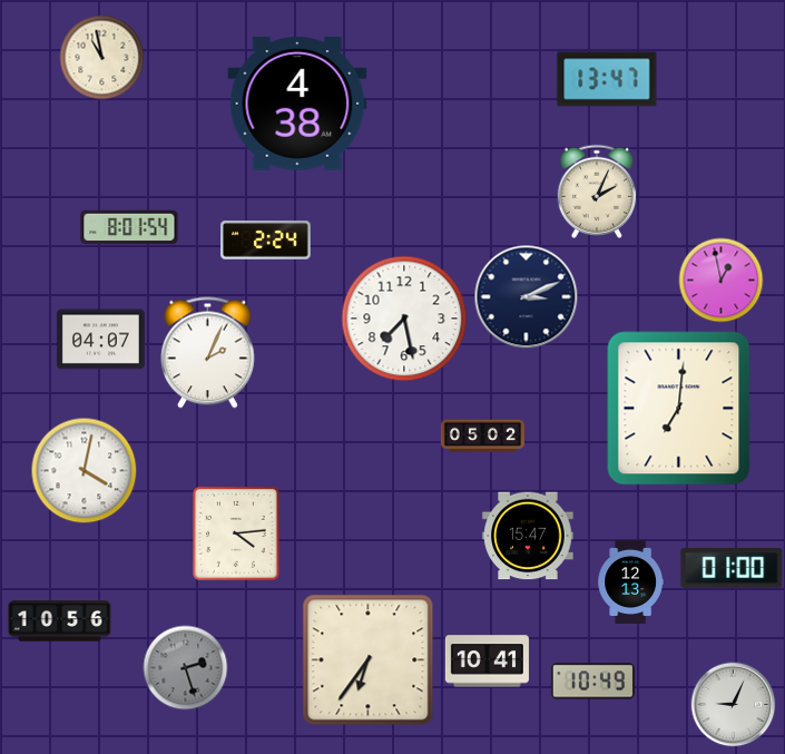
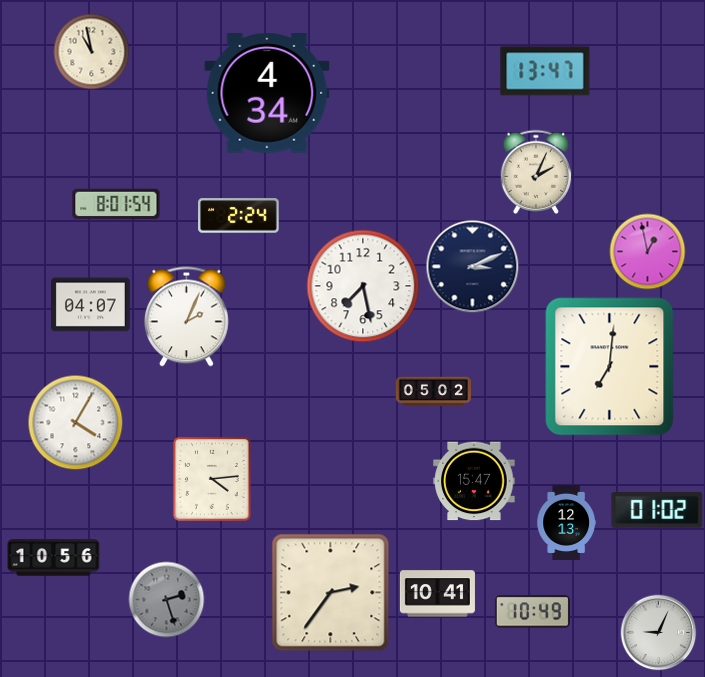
clock at (297, 105): 4:38 -> 4:34
clock at (85, 471): 4:02 -> 4:05
clock at (732, 569): 01:00 -> 01:02
clock at (369, 660): 6:36 -> 2:36
